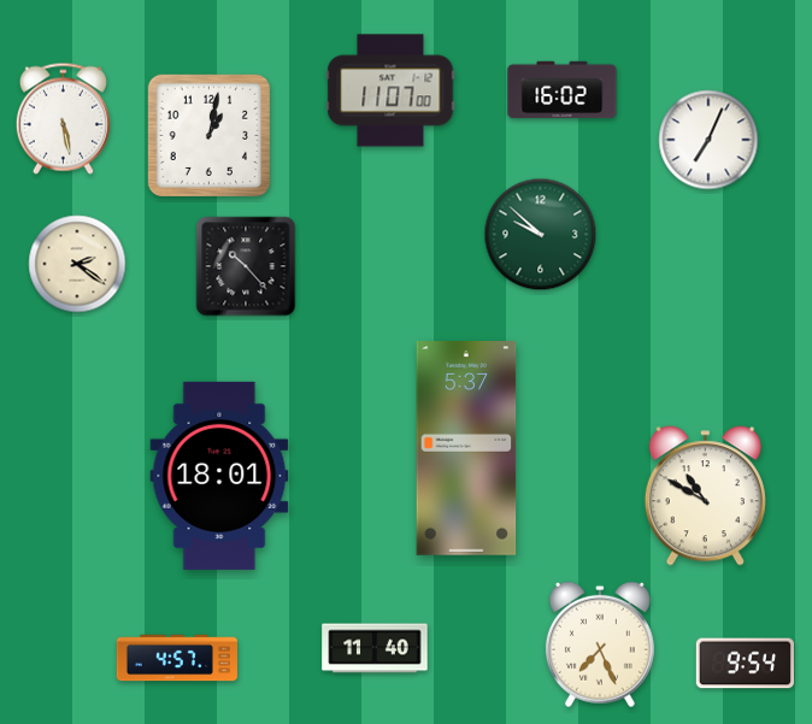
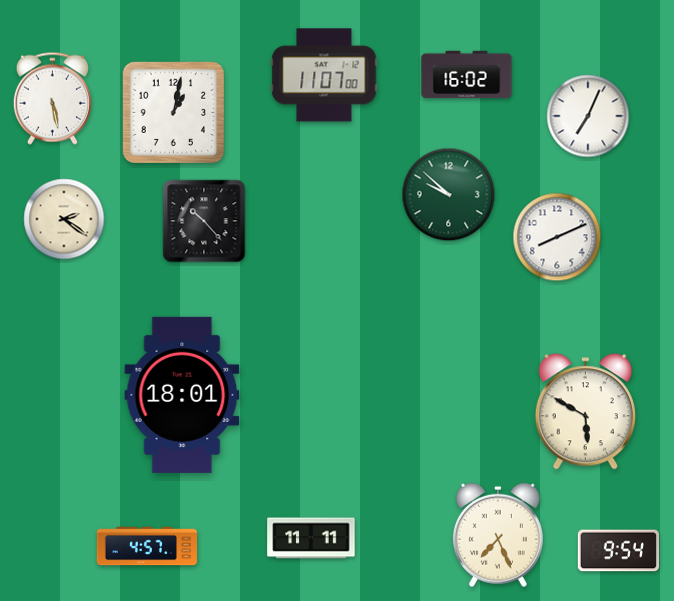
clock at (557, 237): none -> 8:11
clock at (466, 449): 5:37 -> none
clock at (705, 496): 10:50 -> 5:50
clock at (375, 648): 11:40 -> 11:11
